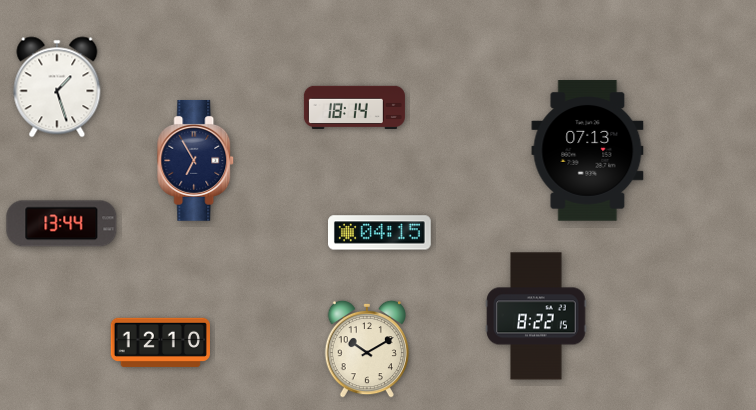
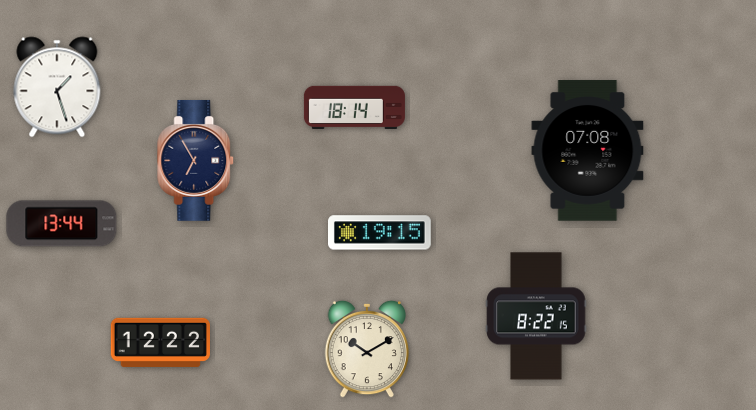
clock at (588, 151): 07:13 -> 07:08
clock at (380, 233): 04:15 -> 19:15
clock at (160, 342): 12:10 -> 12:22
